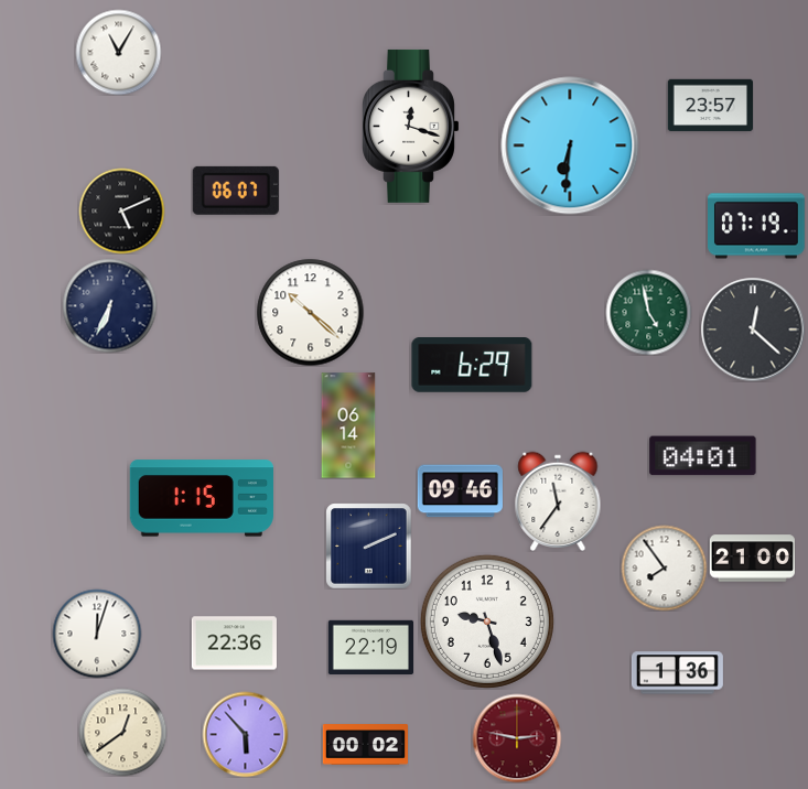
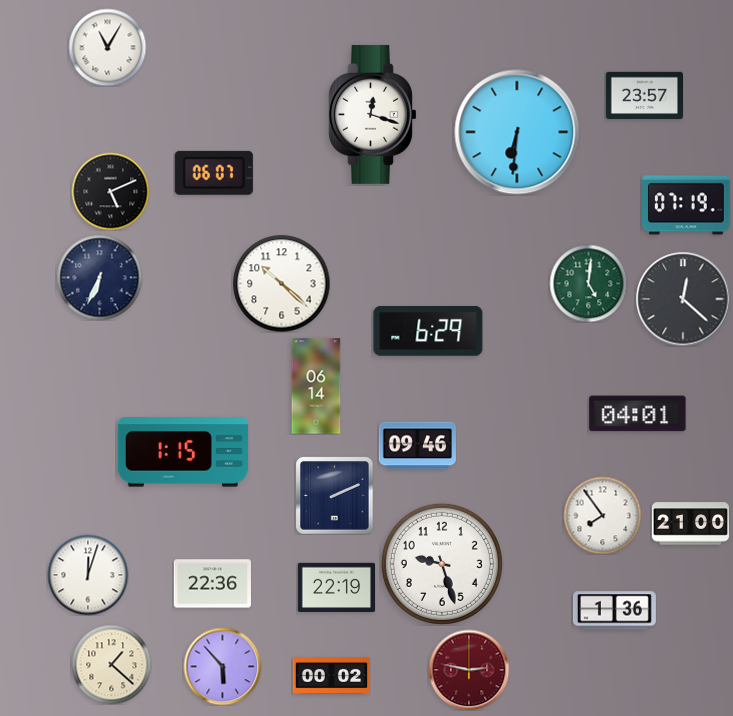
clock at (648, 312): 4:58 -> 5:01
clock at (558, 501): 11:36 -> none
clock at (752, 559) position: (752, 559) -> (690, 524)
clock at (122, 732): 12:39 -> 1:22
